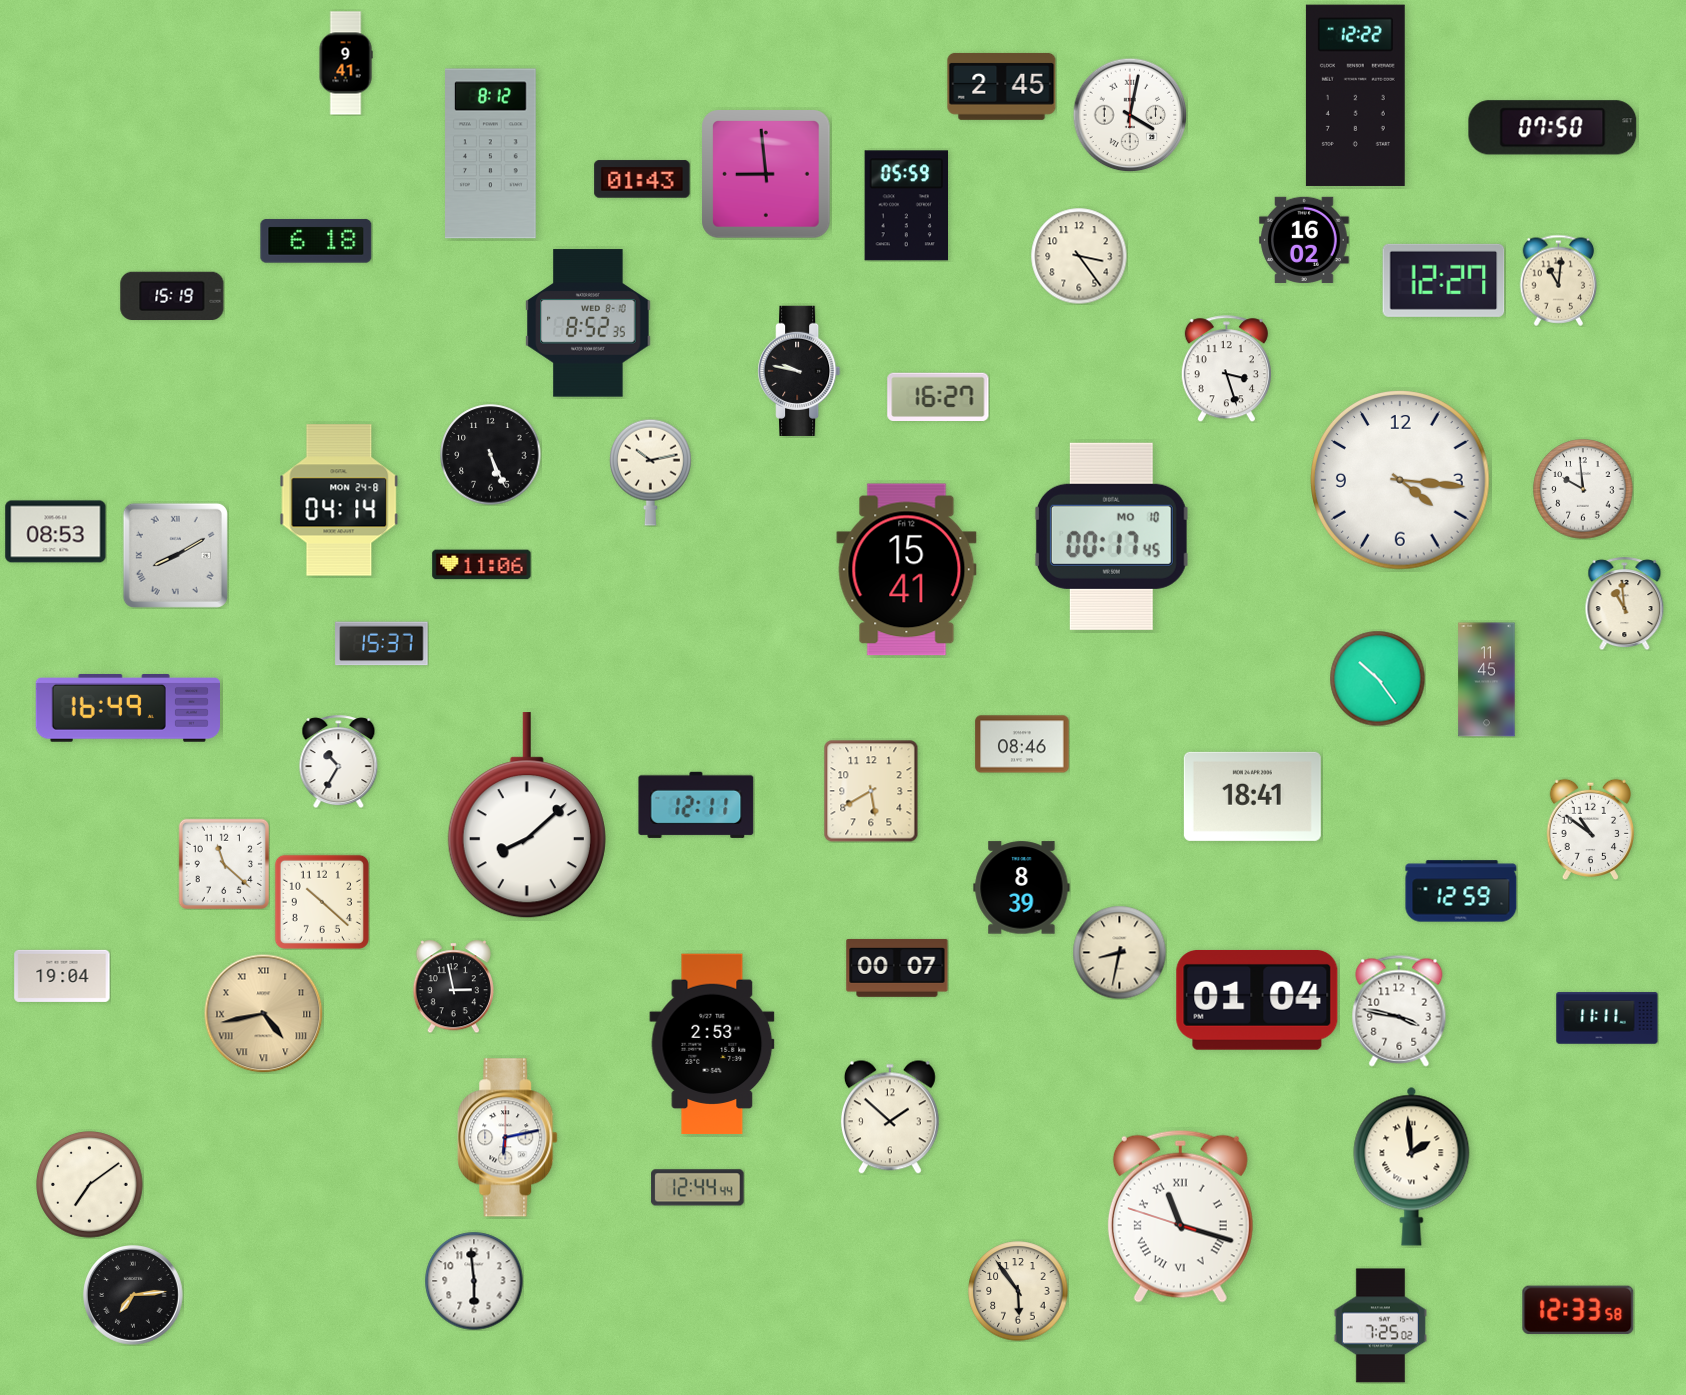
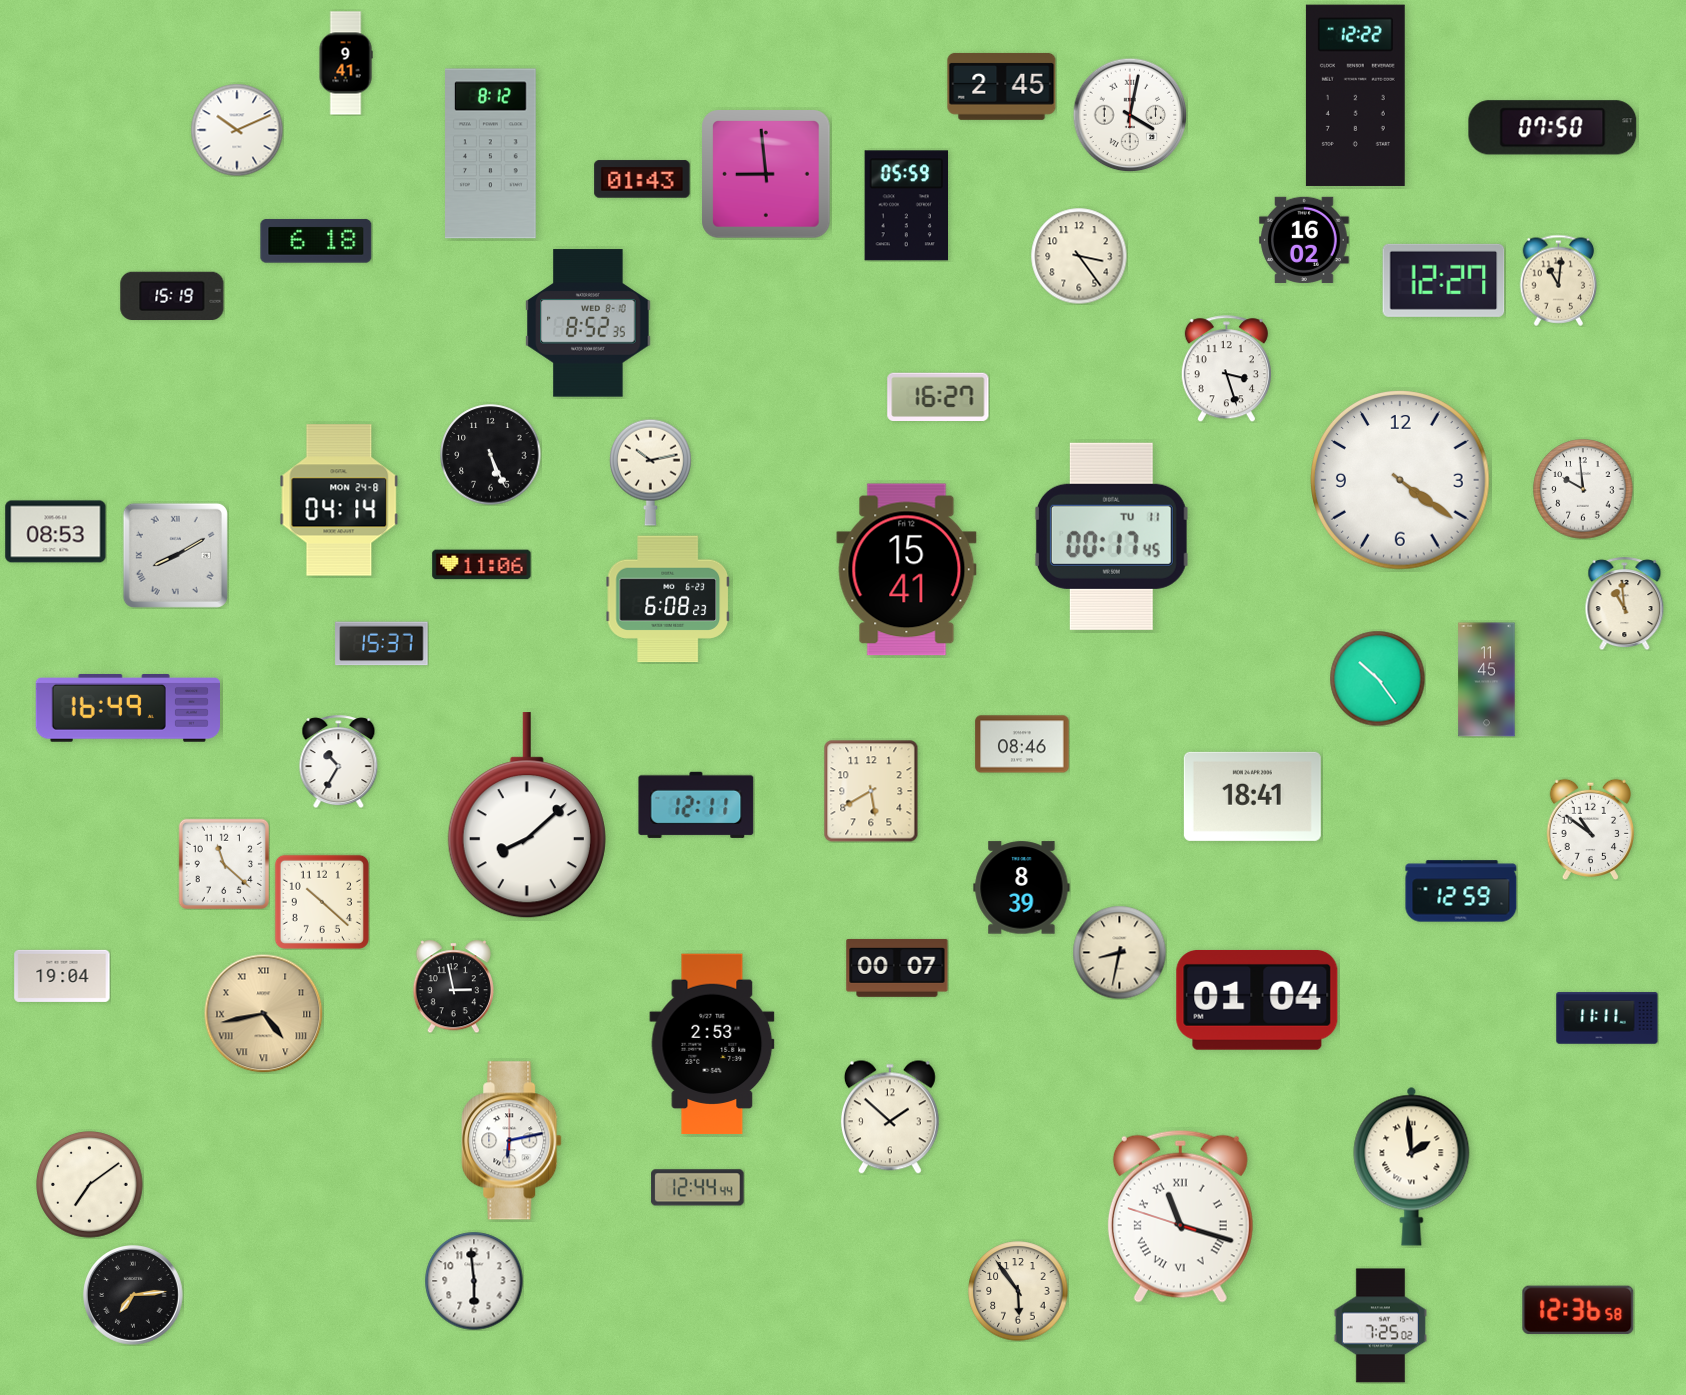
clock at (237, 130): none -> 10:11
clock at (799, 370): 9:47 -> none
clock at (1400, 480): 4:16 -> 4:21
clock at (1111, 536) date: MO 10 -> TU 11
clock at (668, 599): none -> 6:08
clock at (1399, 1011): 3:47 -> none
clock at (508, 1138) position: (508, 1138) -> (512, 1141)
clock at (1578, 1310): 12:33 -> 12:36
